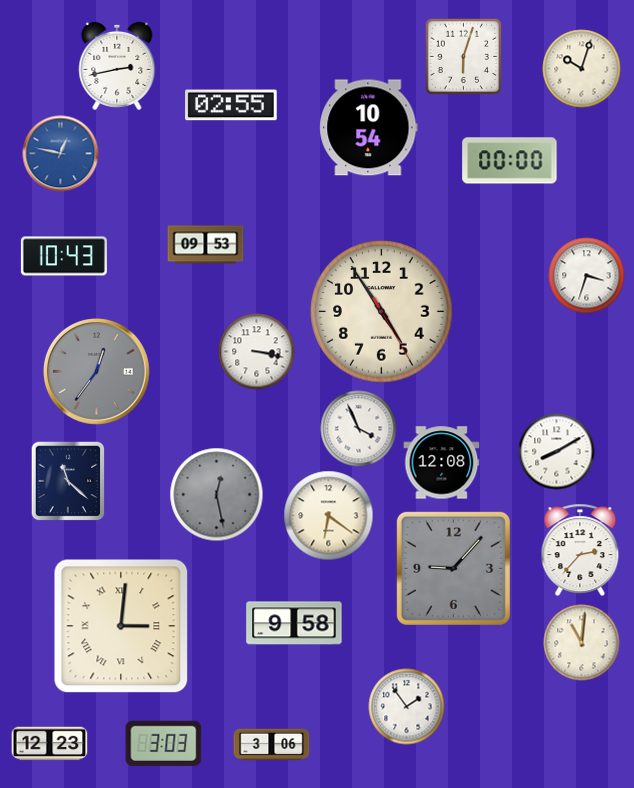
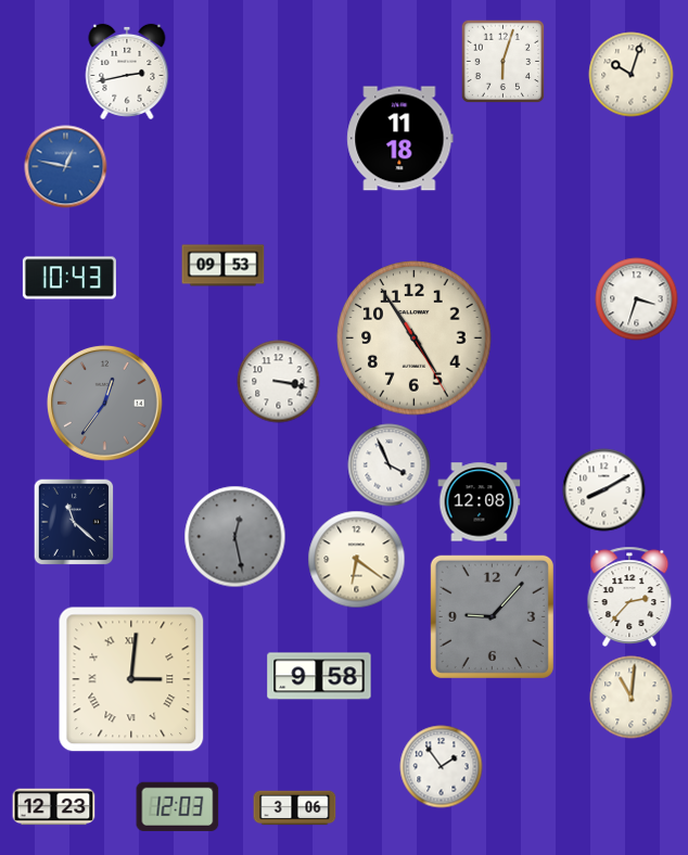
clock at (231, 105): 02:55 -> none
clock at (369, 128): 10:54 -> 11:18
clock at (510, 161): 00:00 -> none
clock at (164, 743): 3:03 -> 12:03
